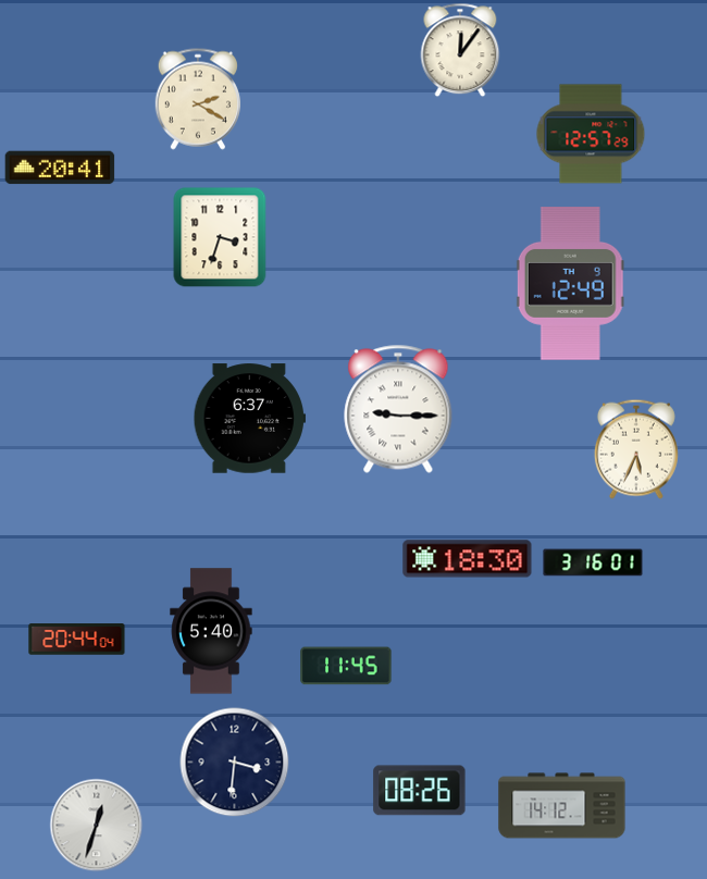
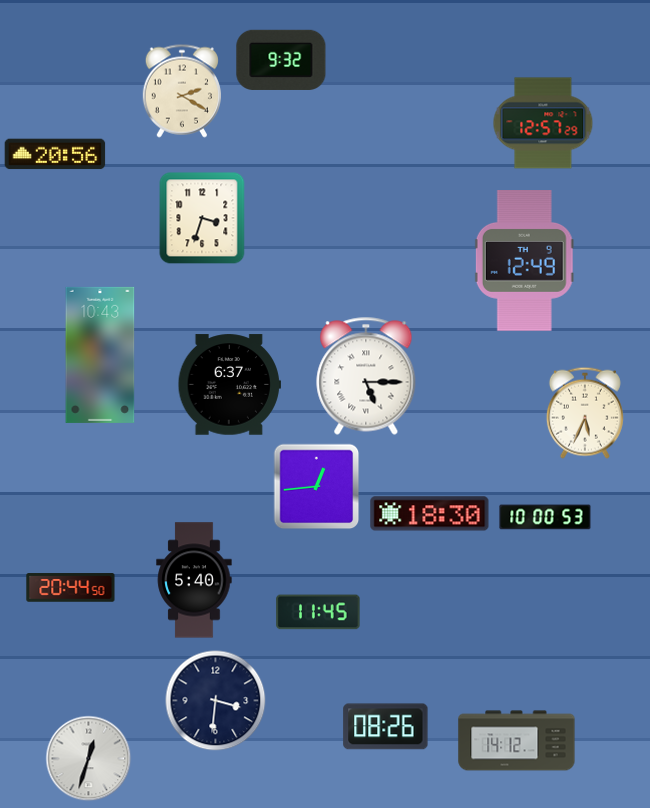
clock at (460, 50): 12:06 -> none
clock at (281, 60): none -> 9:32
clock at (60, 168): 20:41 -> 20:56
clock at (100, 355): none -> 10:43
clock at (398, 409): 9:15 -> 5:15
clock at (317, 487): none -> 12:44
clock at (593, 562): 3:16 -> 10:00
clock at (77, 640): 20:44:04 -> 20:44:50
